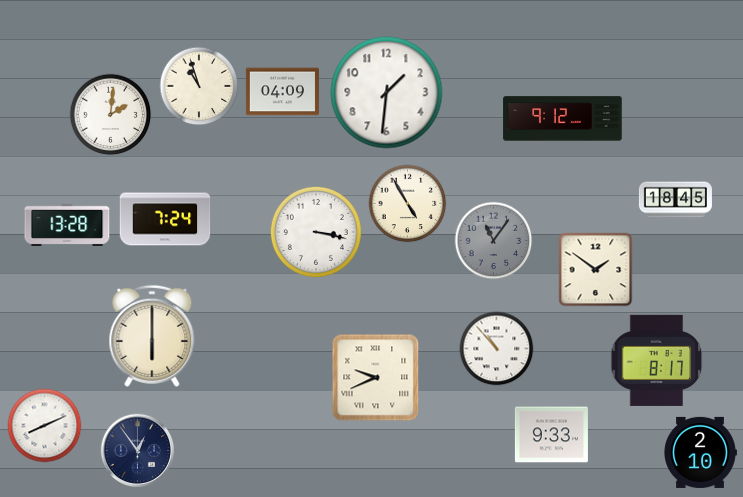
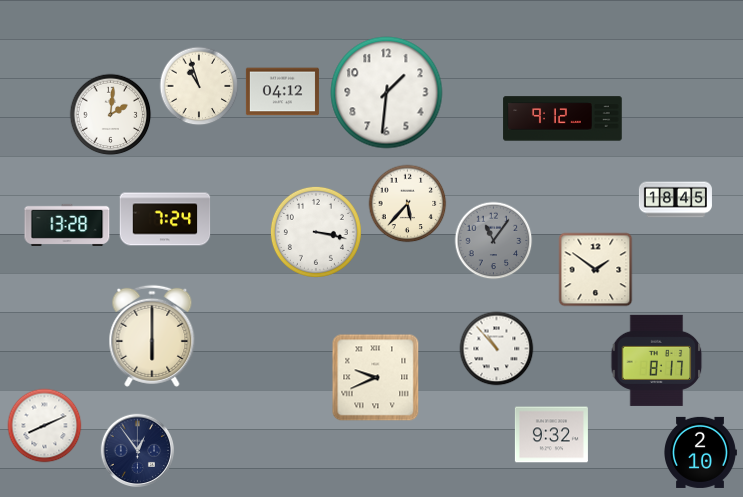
clock at (282, 92): 04:09 -> 04:12
clock at (408, 204): 4:55 -> 5:37
clock at (551, 435): 9:33 -> 9:32
